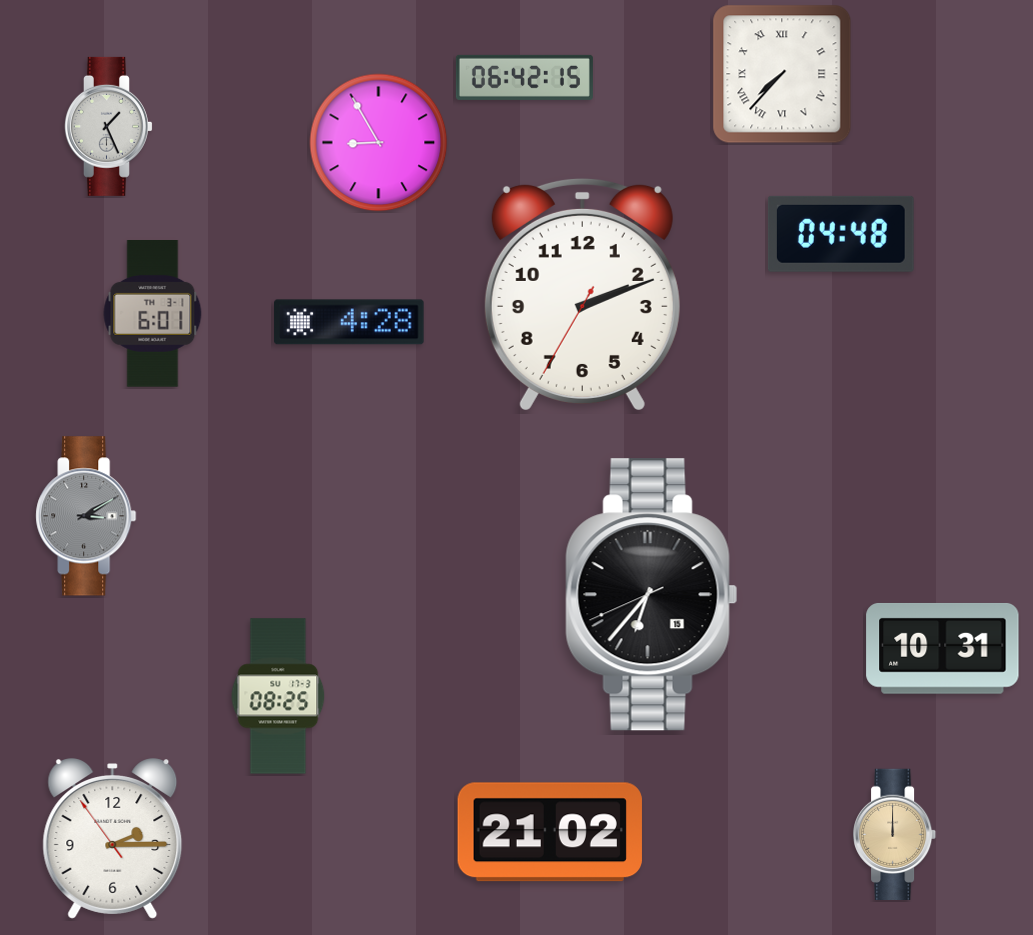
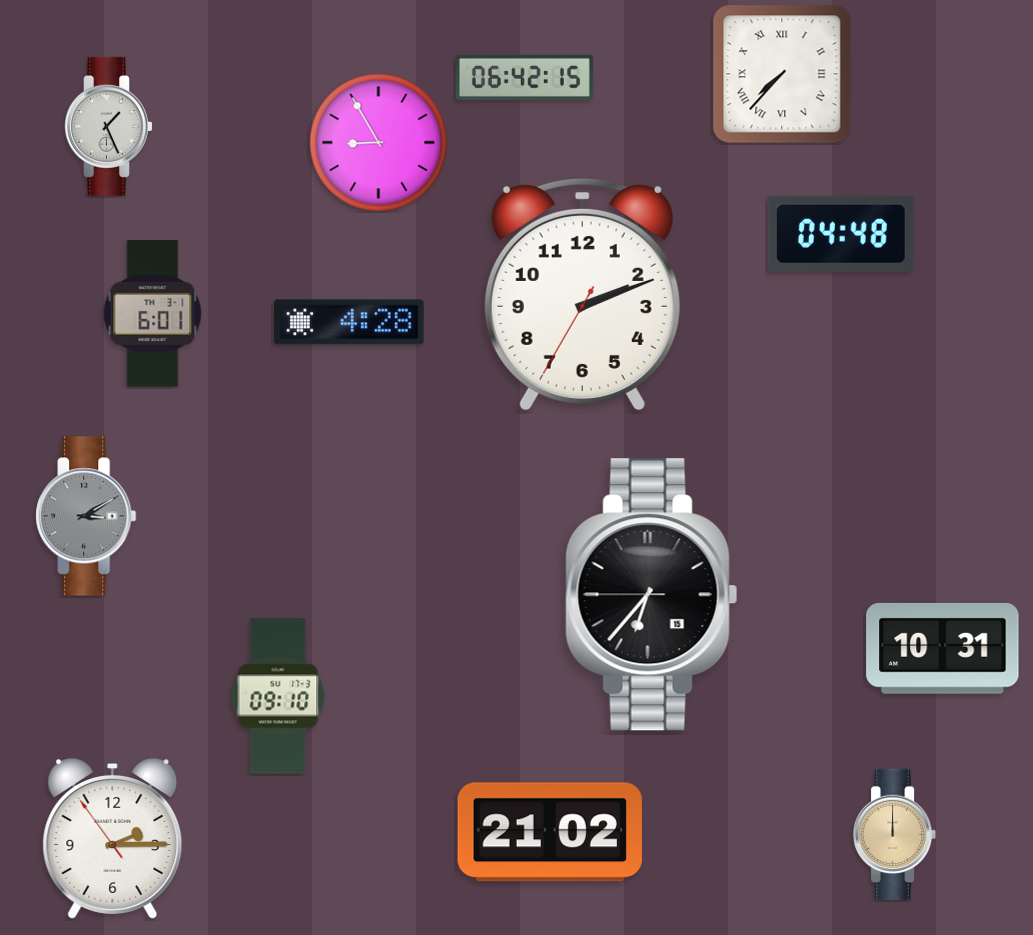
clock at (652, 595): 6:36:41 -> 6:36:45
clock at (278, 696): 08:25 -> 09:10
